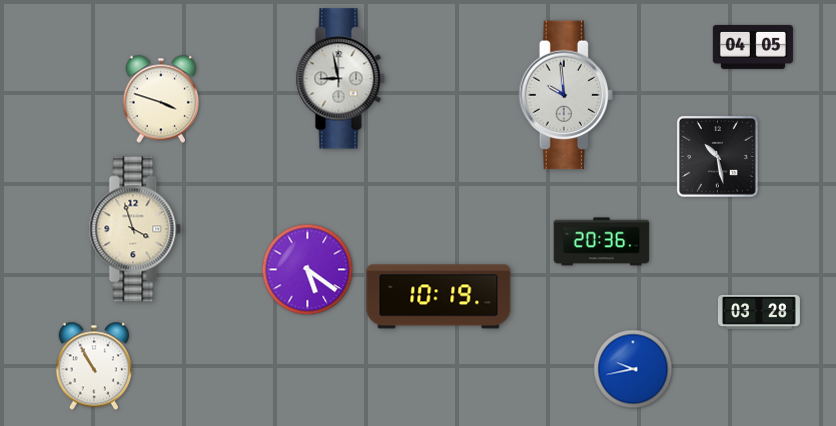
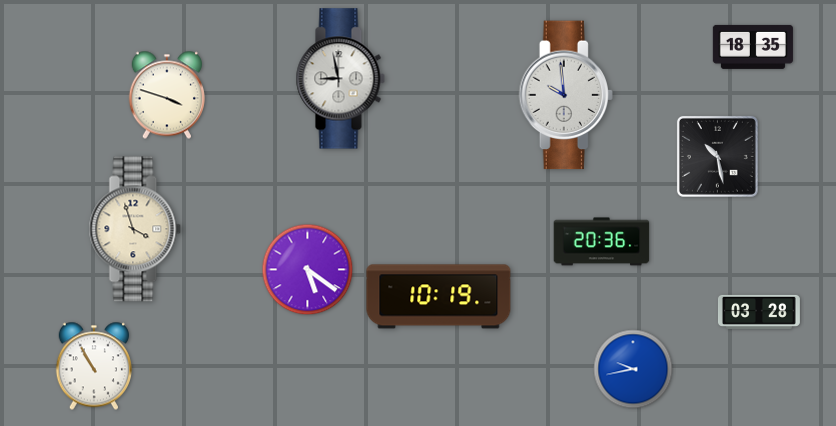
clock at (753, 47): 04:05 -> 18:35
clock at (160, 99) position: (160, 99) -> (166, 95)
